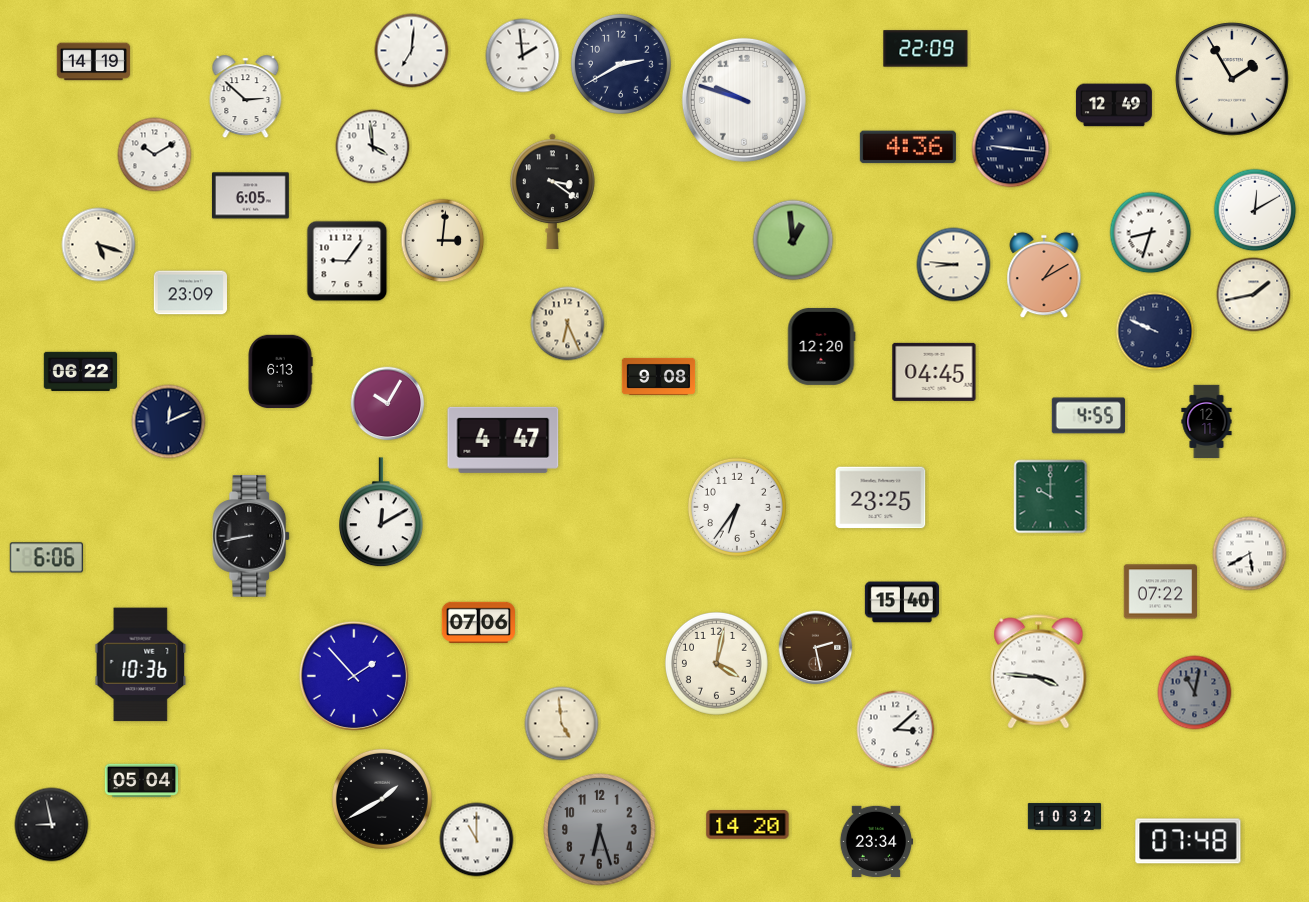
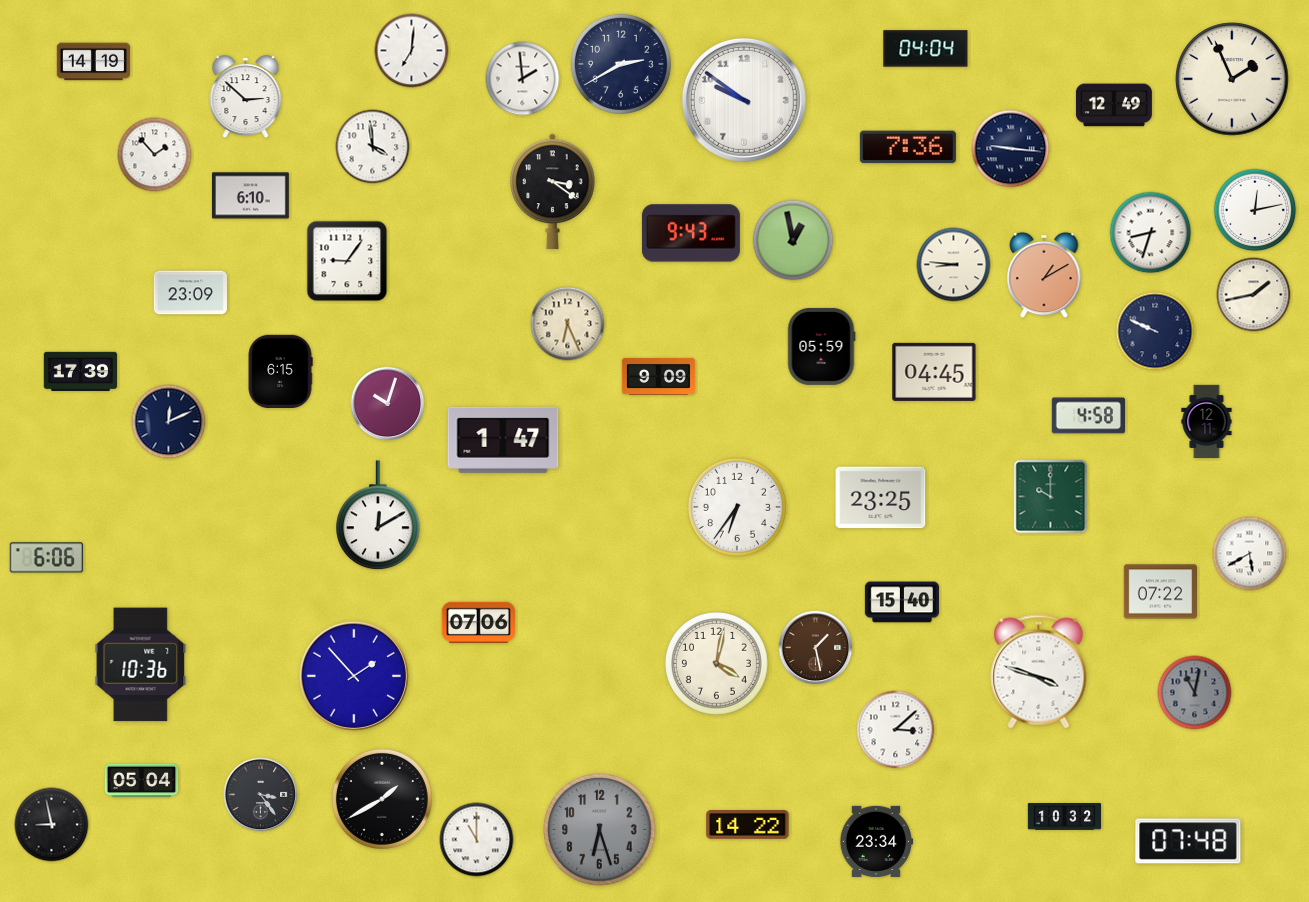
clock at (926, 49): 22:09 -> 04:04
clock at (523, 56) position: (523, 56) -> (523, 79)
clock at (1232, 79): 1:55 -> 1:56
clock at (744, 100): 9:48 -> 9:51
clock at (908, 147): 4:36 -> 7:36
clock at (155, 155): 10:10 -> 1:53
clock at (250, 196): 6:05 -> 6:10
clock at (1255, 210): 12:10 -> 12:13
clock at (691, 233): none -> 9:43
clock at (793, 240): 12:59 -> 12:58
clock at (443, 241): 3:01 -> none
clock at (99, 245): 5:18 -> none
clock at (821, 346): 12:20 -> 05:59
clock at (81, 371): 06:22 -> 17:39
clock at (280, 371): 6:13 -> 6:15
clock at (659, 376): 9:08 -> 9:09
clock at (388, 404): 10:05 -> 10:03
clock at (1088, 416): 4:55 -> 4:58
clock at (503, 440): 4:47 -> 1:47
clock at (382, 513) position: (382, 513) -> (379, 516)
clock at (252, 536): 8:43 -> none
clock at (816, 648): 2:28 -> 1:28
clock at (1039, 672): 3:46 -> 3:48
clock at (562, 724): 4:59 -> none
clock at (261, 795): none -> 3:24
clock at (748, 825): 14:20 -> 14:22
